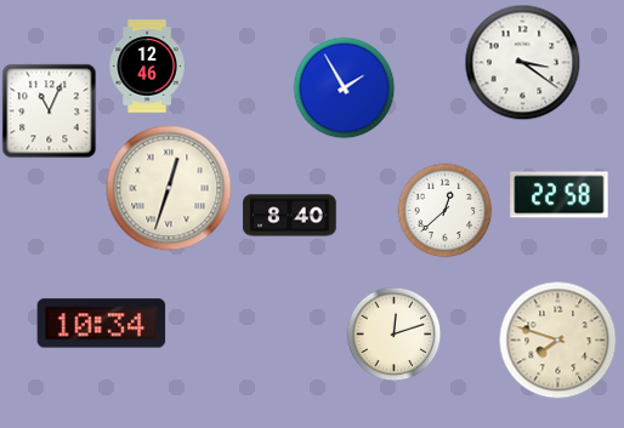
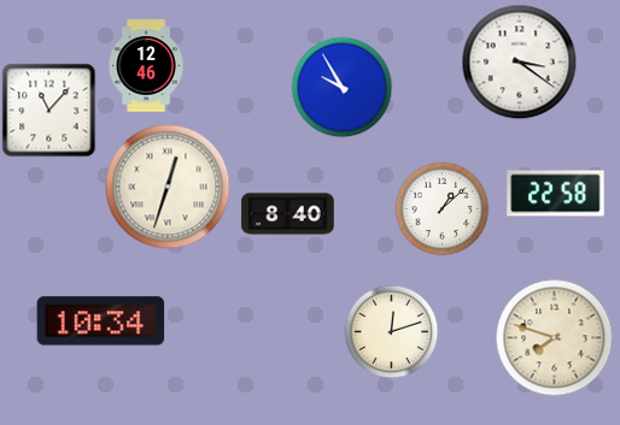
clock at (344, 87): 1:55 -> 9:55
clock at (49, 110): 11:04 -> 11:07
clock at (444, 210): 12:38 -> 1:08
